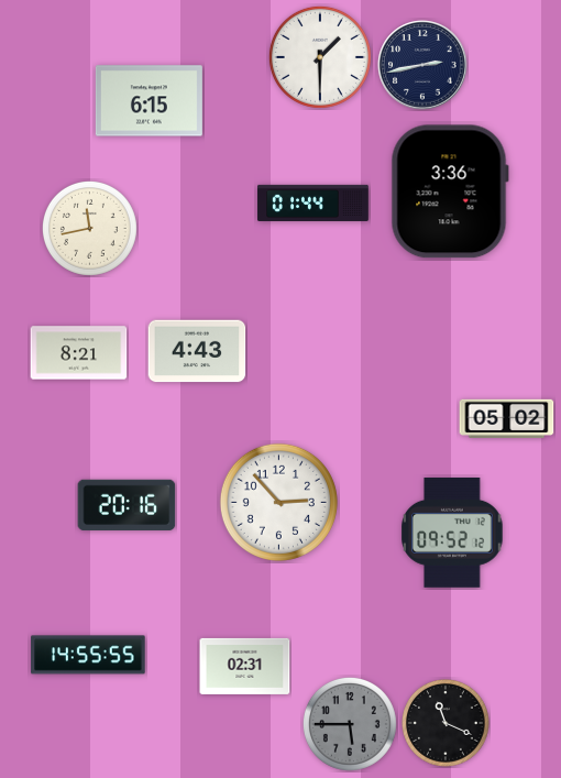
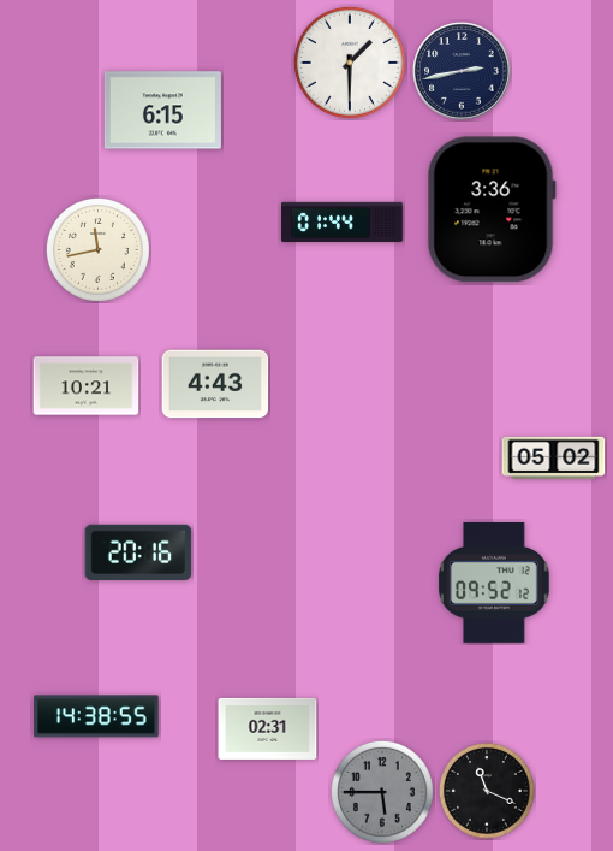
clock at (79, 353): 8:21 -> 10:21
clock at (278, 502): 2:53 -> none
clock at (88, 655): 14:55 -> 14:38
